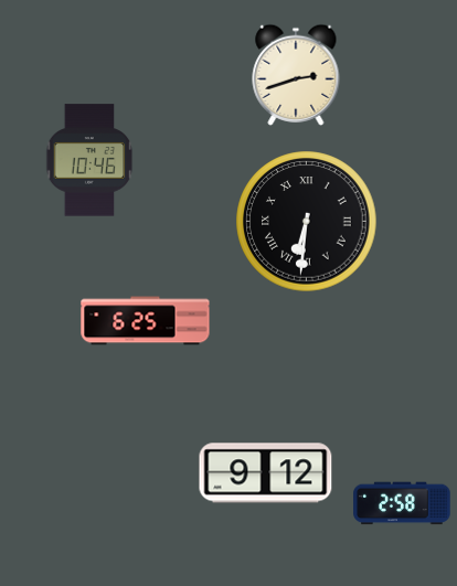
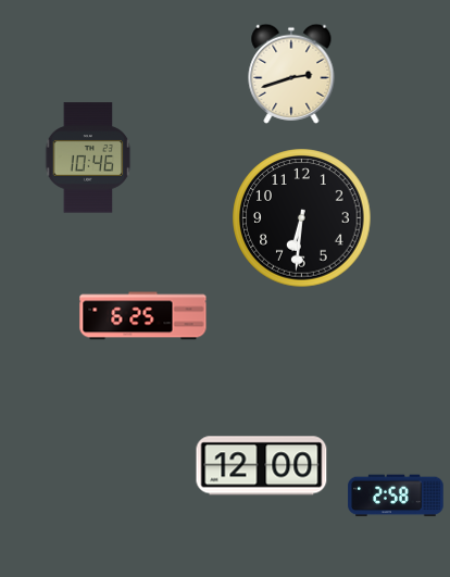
clock at (307, 222) numerals: Roman -> Arabic
clock at (266, 473): 9:12 -> 12:00
